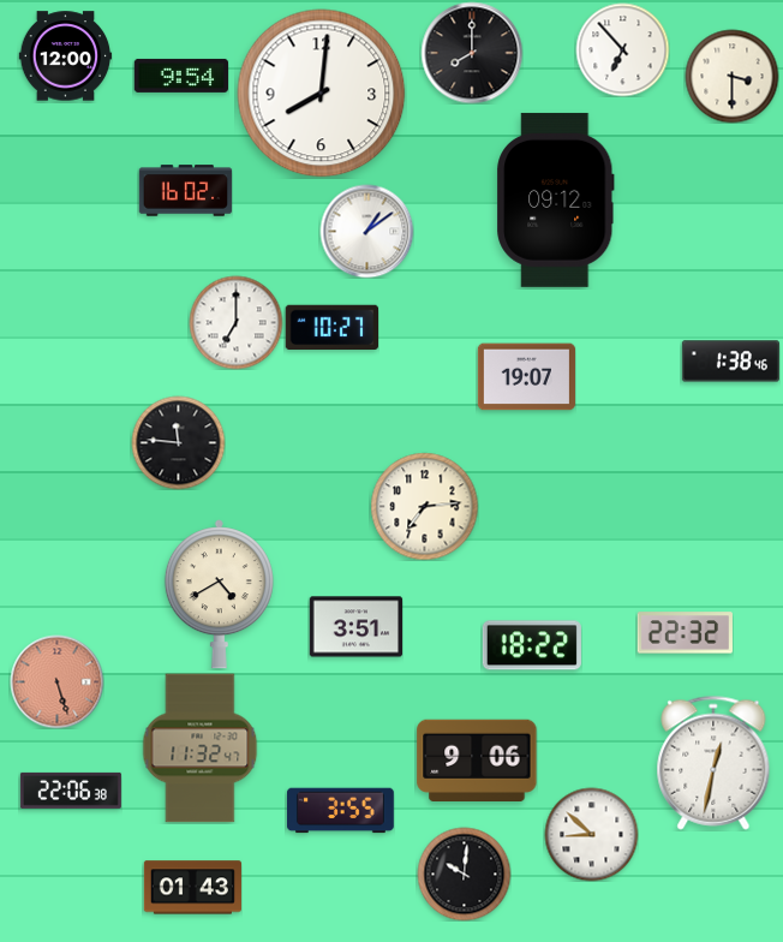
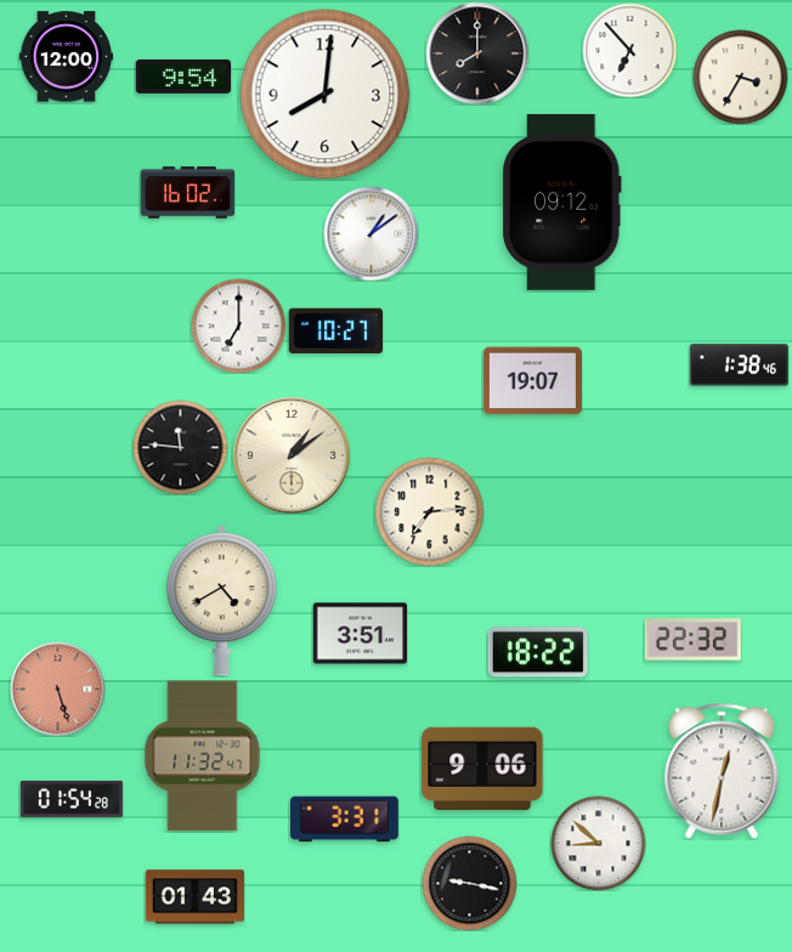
clock at (731, 76): 3:30 -> 3:35
clock at (292, 455): none -> 1:09
clock at (71, 791): 22:06 -> 01:54
clock at (341, 811): 3:55 -> 3:31
clock at (464, 874): 10:01 -> 9:17
